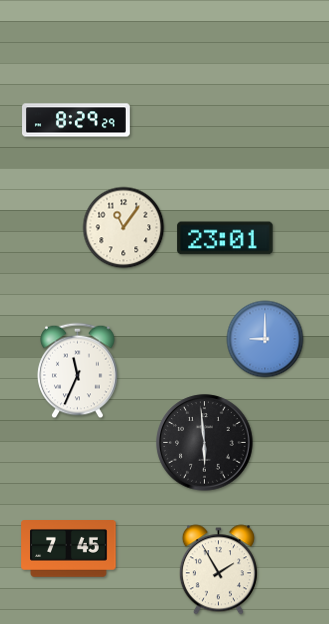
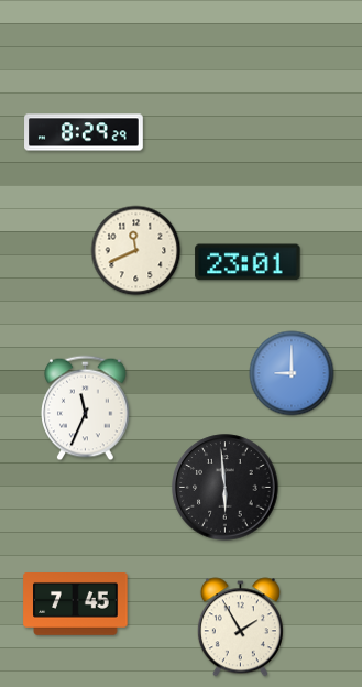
clock at (124, 228): 11:06 -> 11:41
